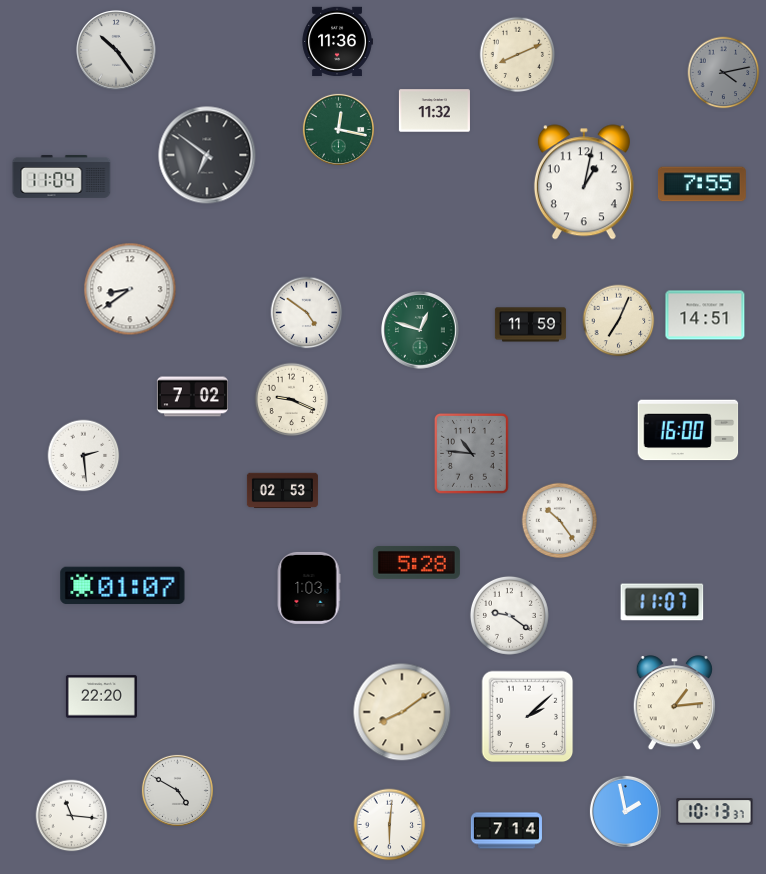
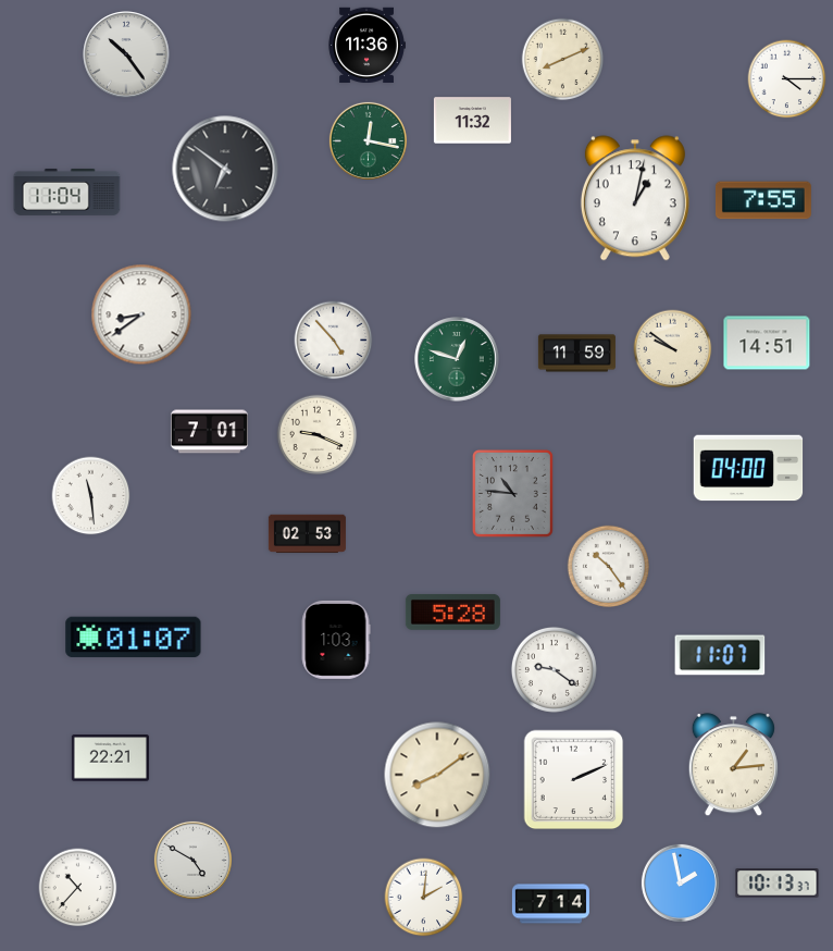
clock at (724, 73): 4:13 -> 4:15
clock at (724, 73) dial: grey -> white
clock at (307, 313): 4:51 -> 4:53
clock at (619, 321): 7:04 -> 9:51
clock at (192, 397): 7:02 -> 7:01
clock at (688, 430): 16:00 -> 04:00
clock at (84, 456): 2:29 -> 11:29
clock at (101, 697): 22:20 -> 22:21
clock at (528, 717): 2:08 -> 2:11
clock at (72, 816): 11:16 -> 10:37
clock at (390, 825): 6:01 -> 2:01
